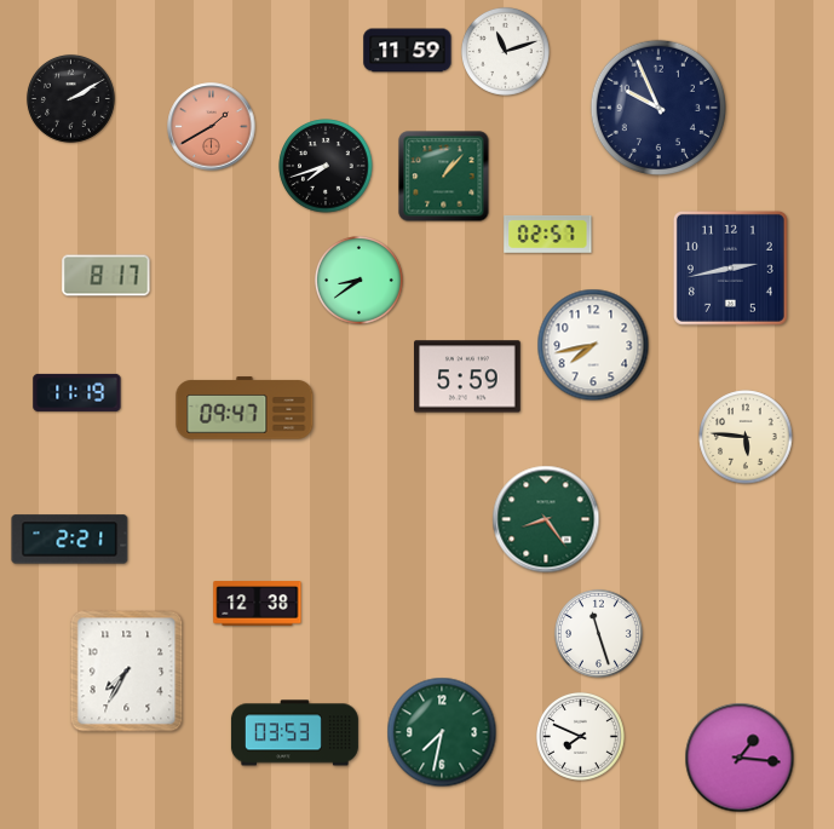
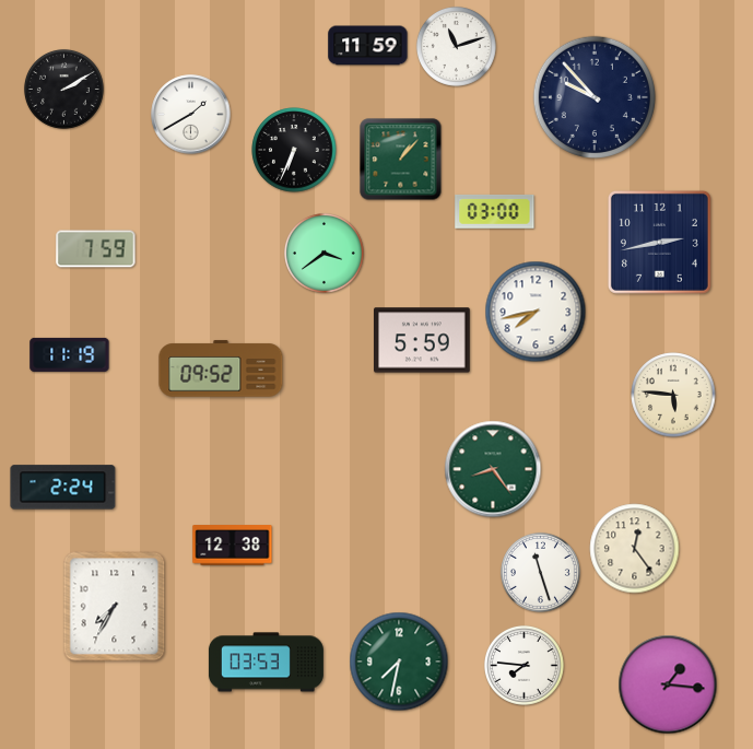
clock at (657, 106): 9:56 -> 9:53
clock at (212, 127) dial: salmon -> white
clock at (326, 166): 7:42 -> 6:34
clock at (548, 234): 02:57 -> 03:00
clock at (107, 276): 8:17 -> 7:59
clock at (358, 280): 8:39 -> 3:39
clock at (245, 408): 09:47 -> 09:52
clock at (70, 540): 2:21 -> 2:24
clock at (635, 549): none -> 12:24
clock at (580, 736): 7:49 -> 7:46
